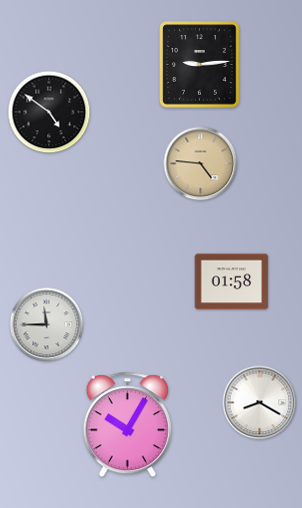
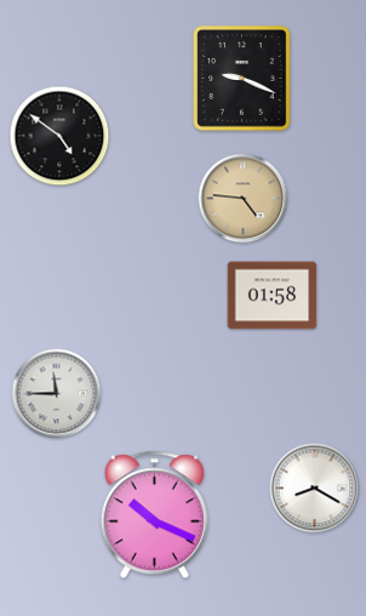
clock at (200, 65): 9:14 -> 9:19
clock at (232, 282) position: (232, 282) -> (273, 296)
clock at (127, 425): 10:05 -> 10:19
